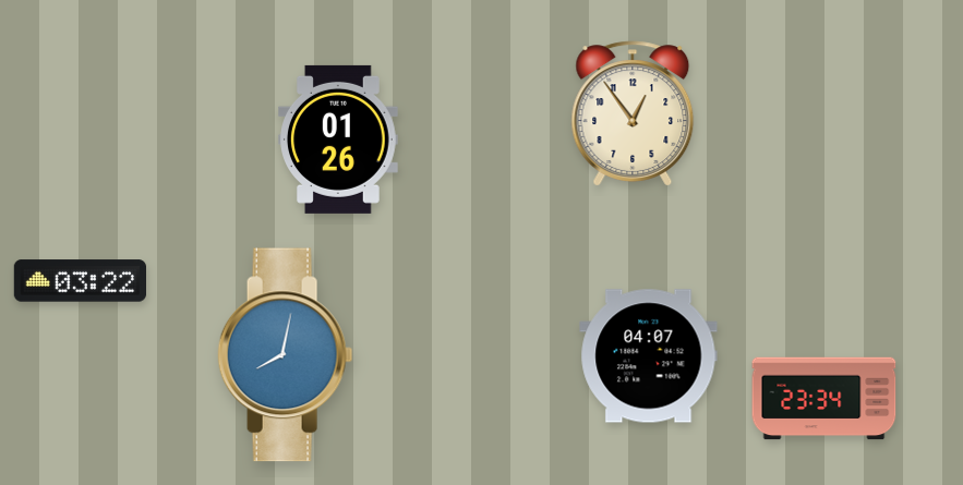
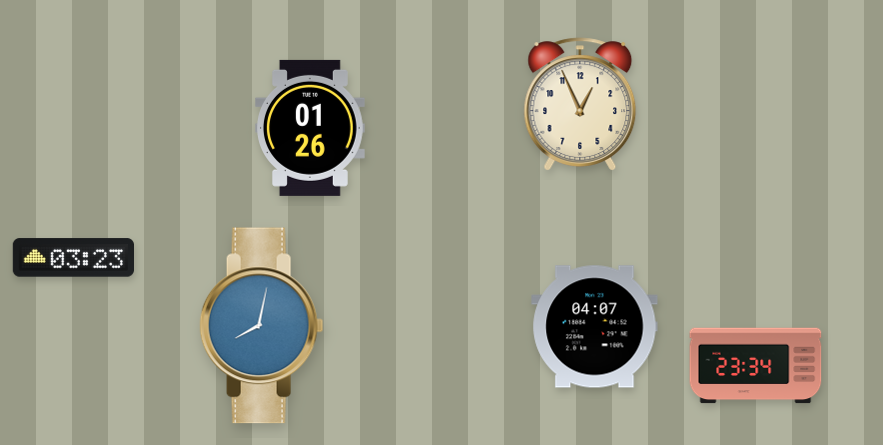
clock at (633, 113): 12:54 -> 12:56
clock at (80, 281): 03:22 -> 03:23
